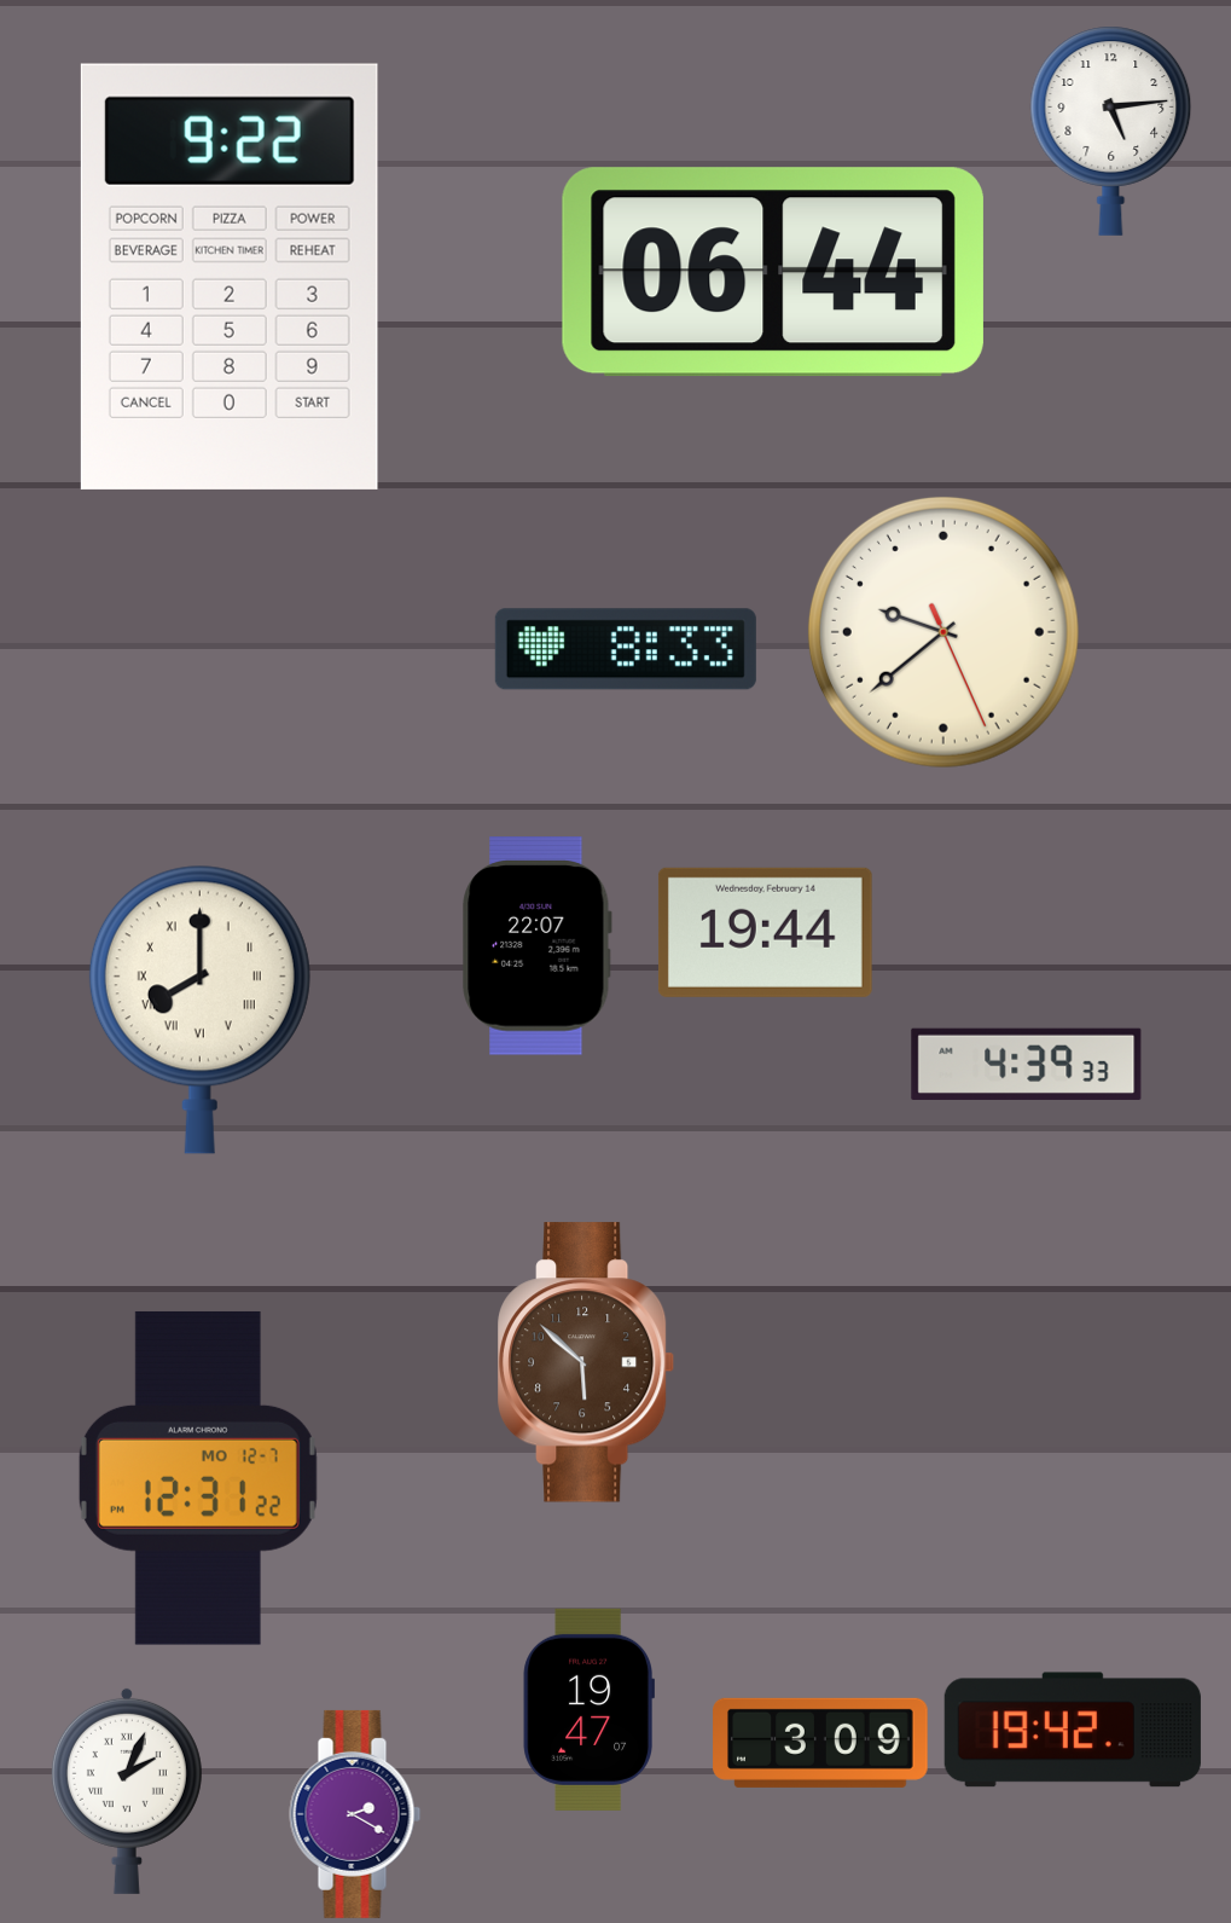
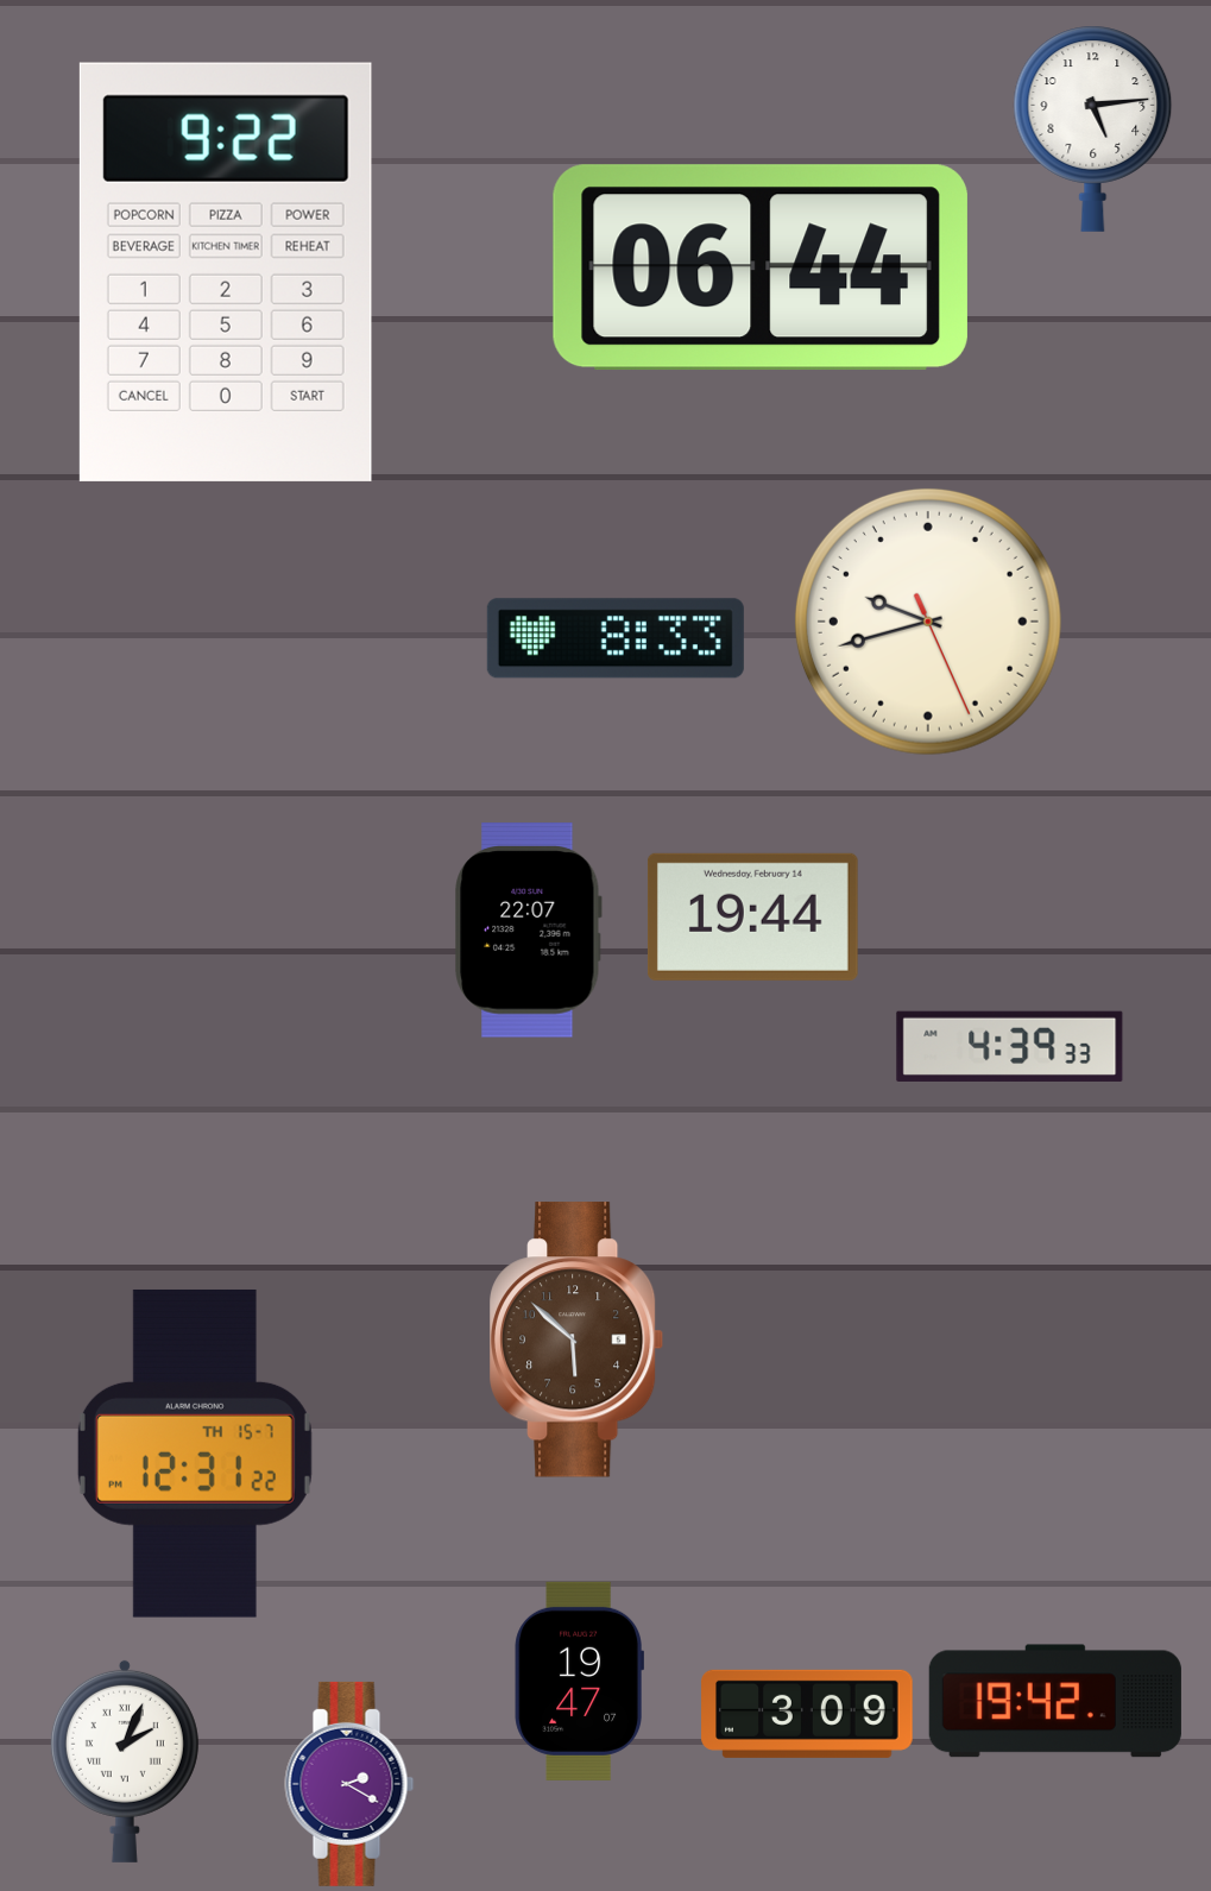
clock at (943, 632): 9:38 -> 9:42
clock at (199, 1009): 8:00 -> none
clock at (198, 1478) date: MO 12-7 -> TH 15-7
